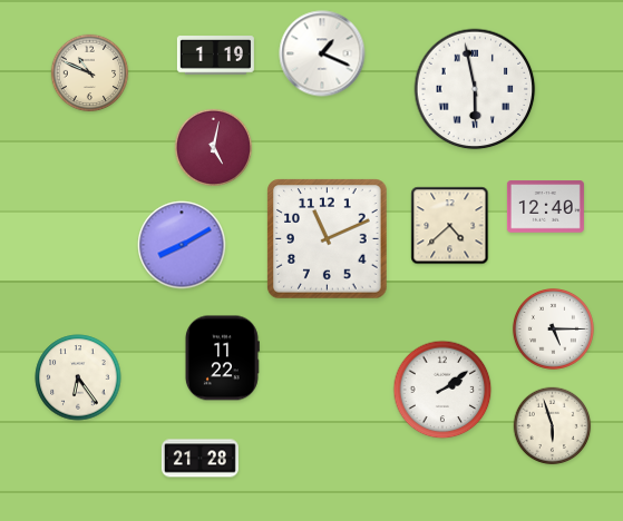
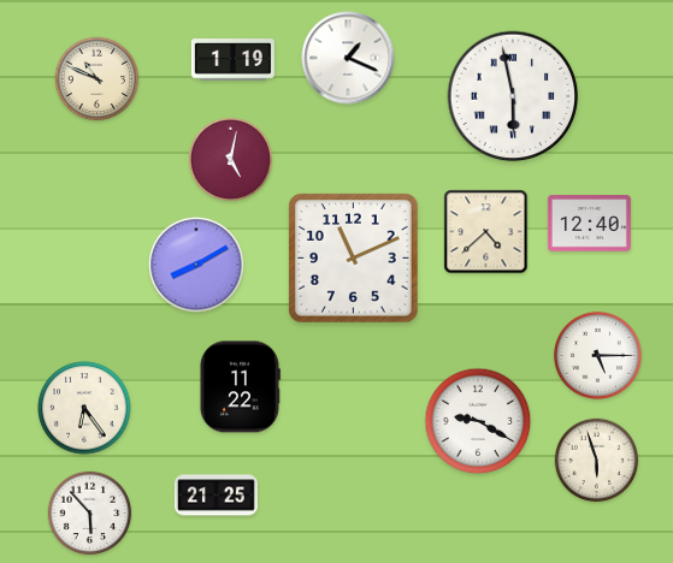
clock at (450, 226) position: (450, 226) -> (486, 232)
clock at (442, 390): 2:09 -> 9:20
clock at (199, 459): 21:28 -> 21:25
clock at (90, 514): none -> 5:53
